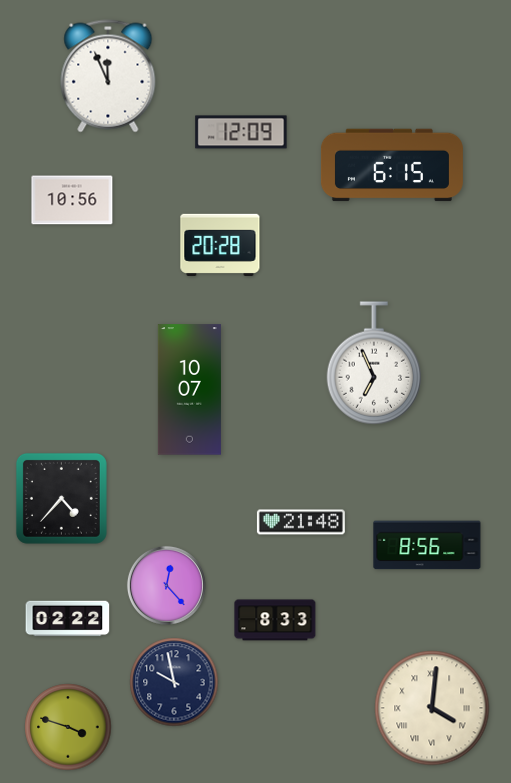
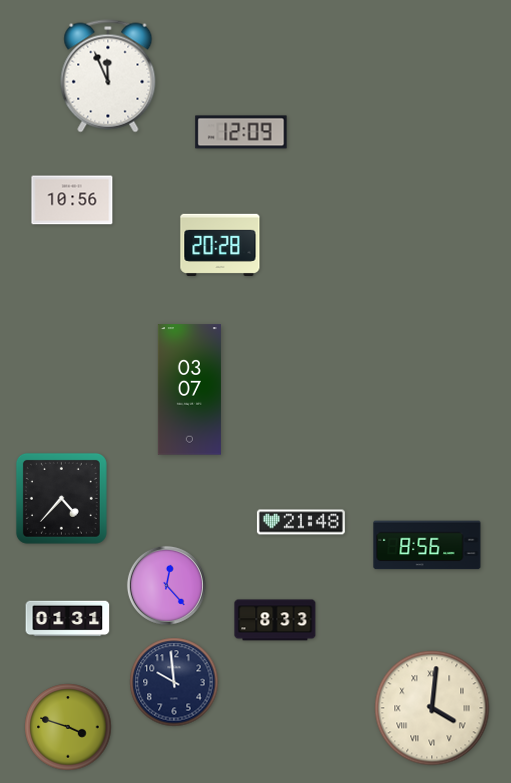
clock at (392, 165): 6:15 -> none
clock at (374, 363): 6:56 -> none
clock at (189, 390): 10:07 -> 03:07
clock at (68, 619): 02:22 -> 01:31
clock at (174, 682): 9:58 -> 9:59
